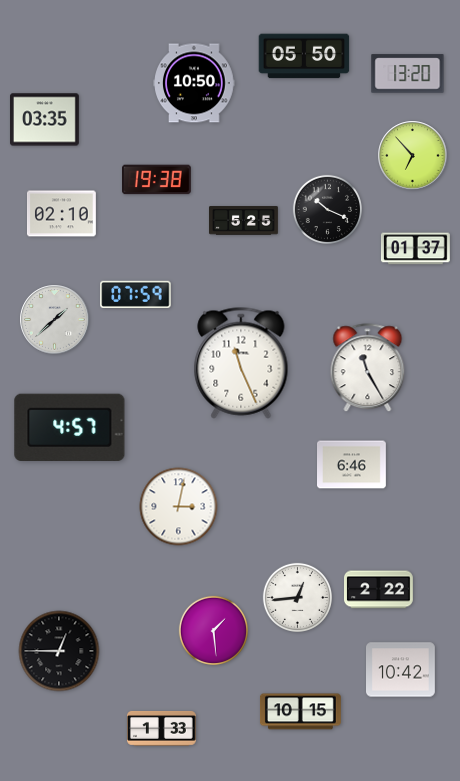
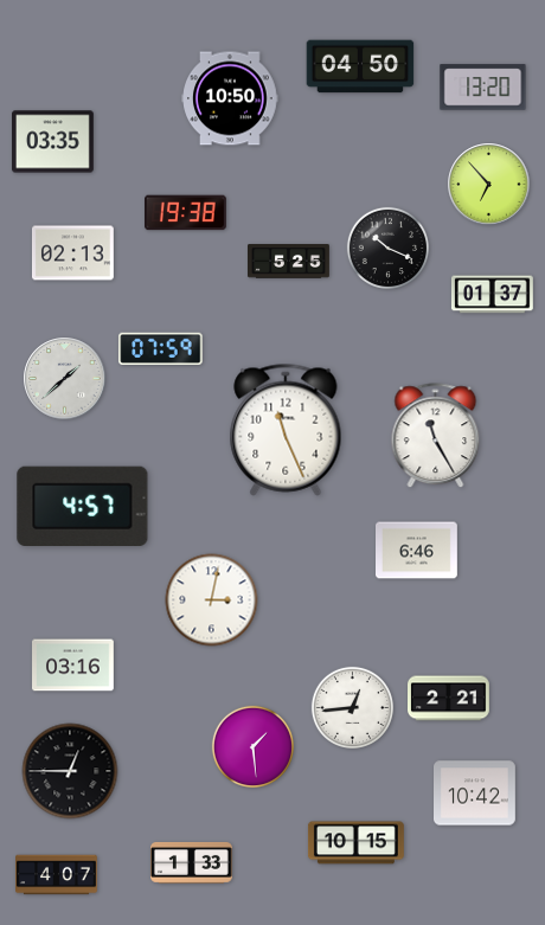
clock at (304, 56): 05:50 -> 04:50
clock at (62, 214): 02:10 -> 02:13
clock at (73, 666): none -> 03:16
clock at (379, 590): 2:22 -> 2:21
clock at (57, 875): none -> 4:07
